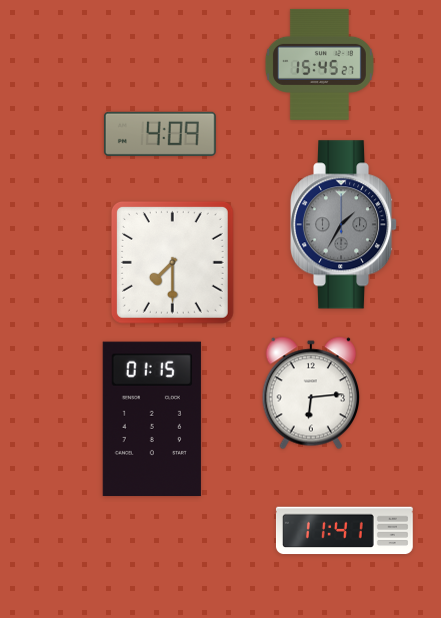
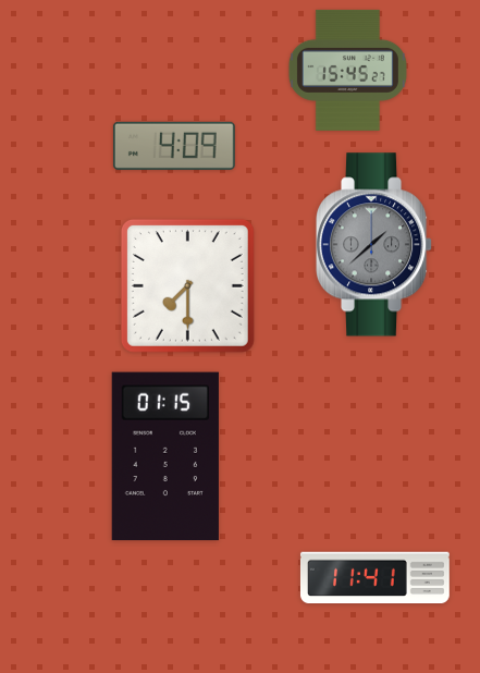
clock at (344, 225): 1:35 -> 1:38
clock at (311, 393): 6:14 -> none
